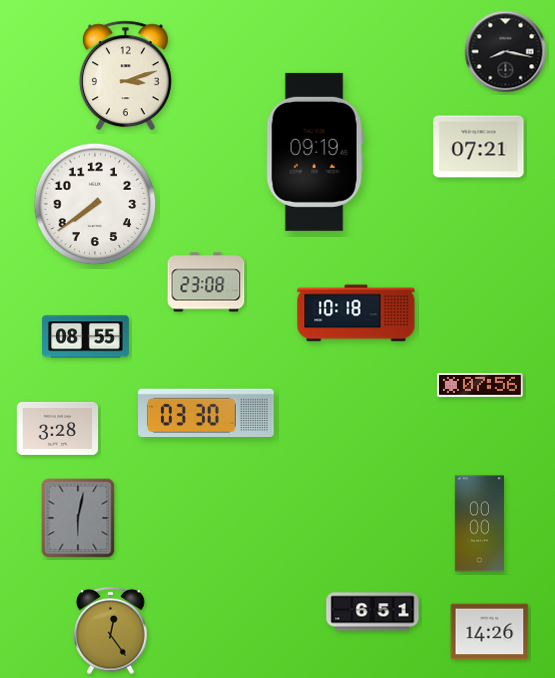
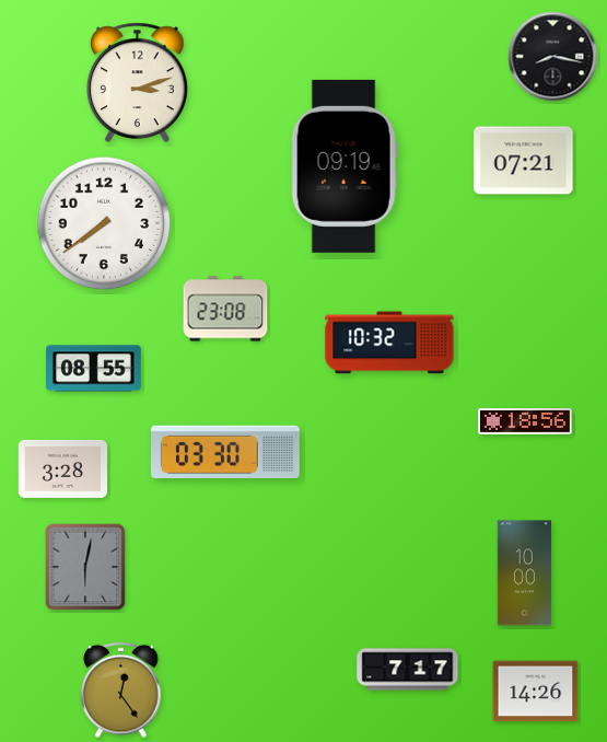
clock at (356, 313): 10:18 -> 10:32
clock at (480, 385): 07:56 -> 18:56
clock at (479, 524): 00:00 -> 10:00
clock at (373, 612): 6:51 -> 7:17
